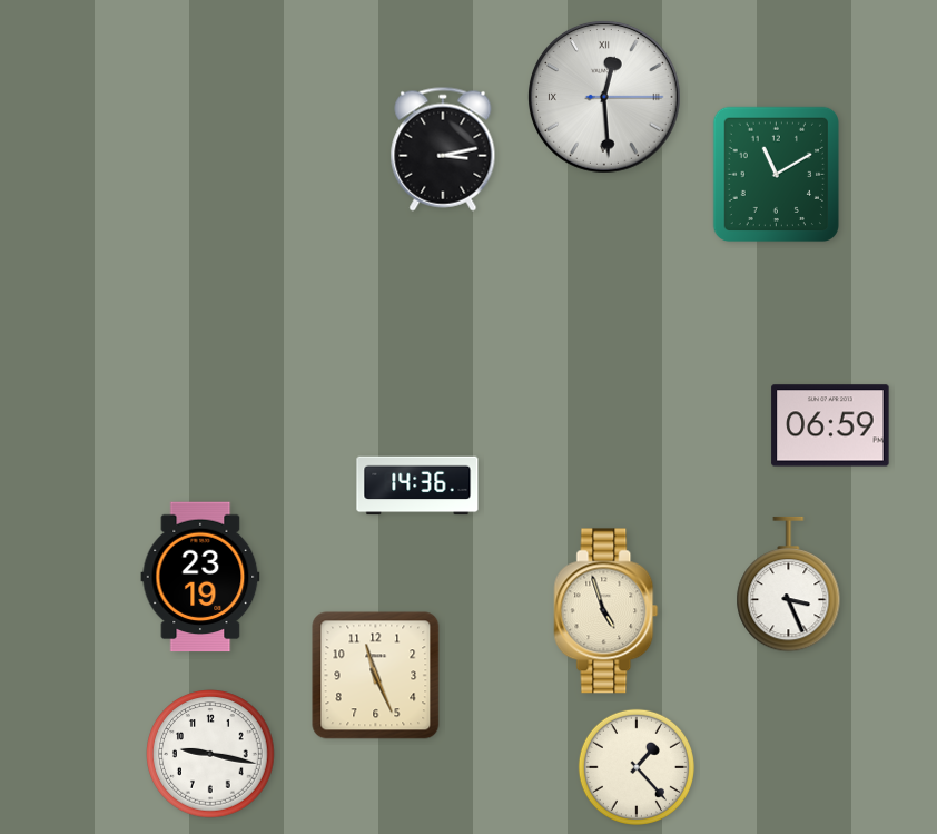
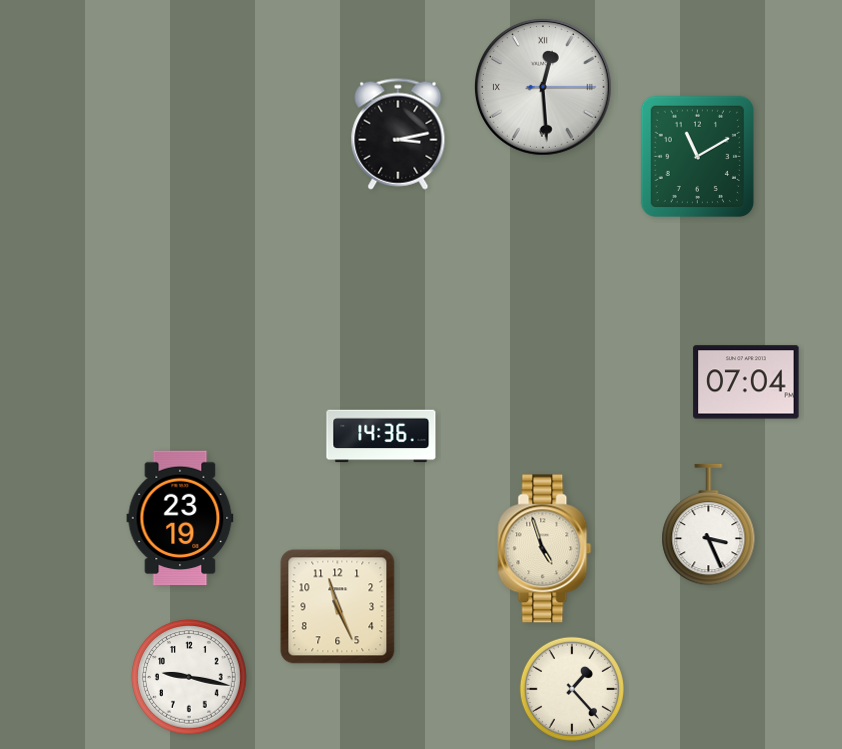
clock at (830, 425): 06:59 -> 07:04
clock at (417, 485) position: (417, 485) -> (381, 436)
